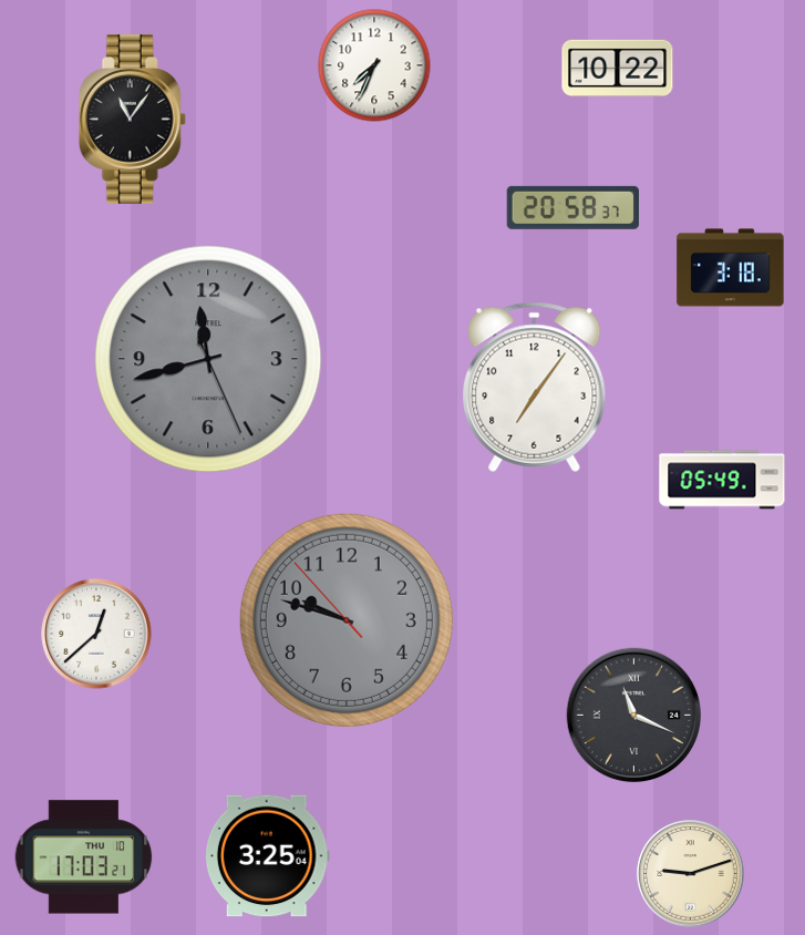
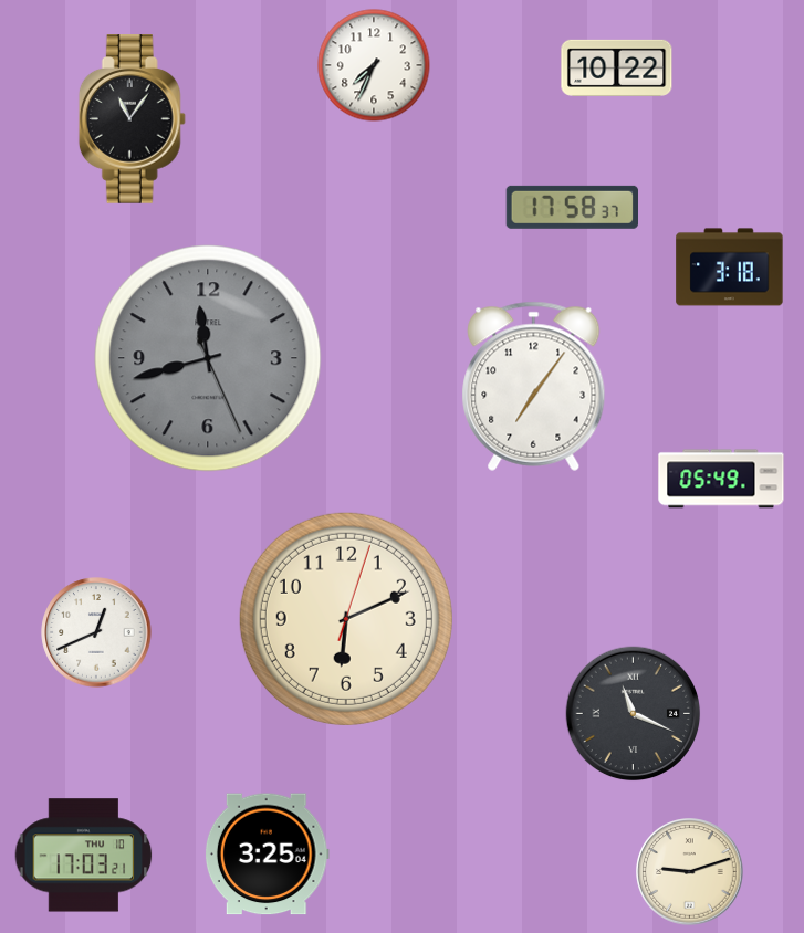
clock at (572, 207): 20:58 -> 17:58
clock at (347, 620): 9:47 -> 6:11
clock at (347, 620) dial: grey -> cream
clock at (96, 634): 12:38 -> 12:41
